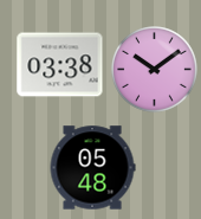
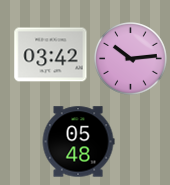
clock at (60, 65): 03:38 -> 03:42
clock at (155, 70): 10:09 -> 10:14
